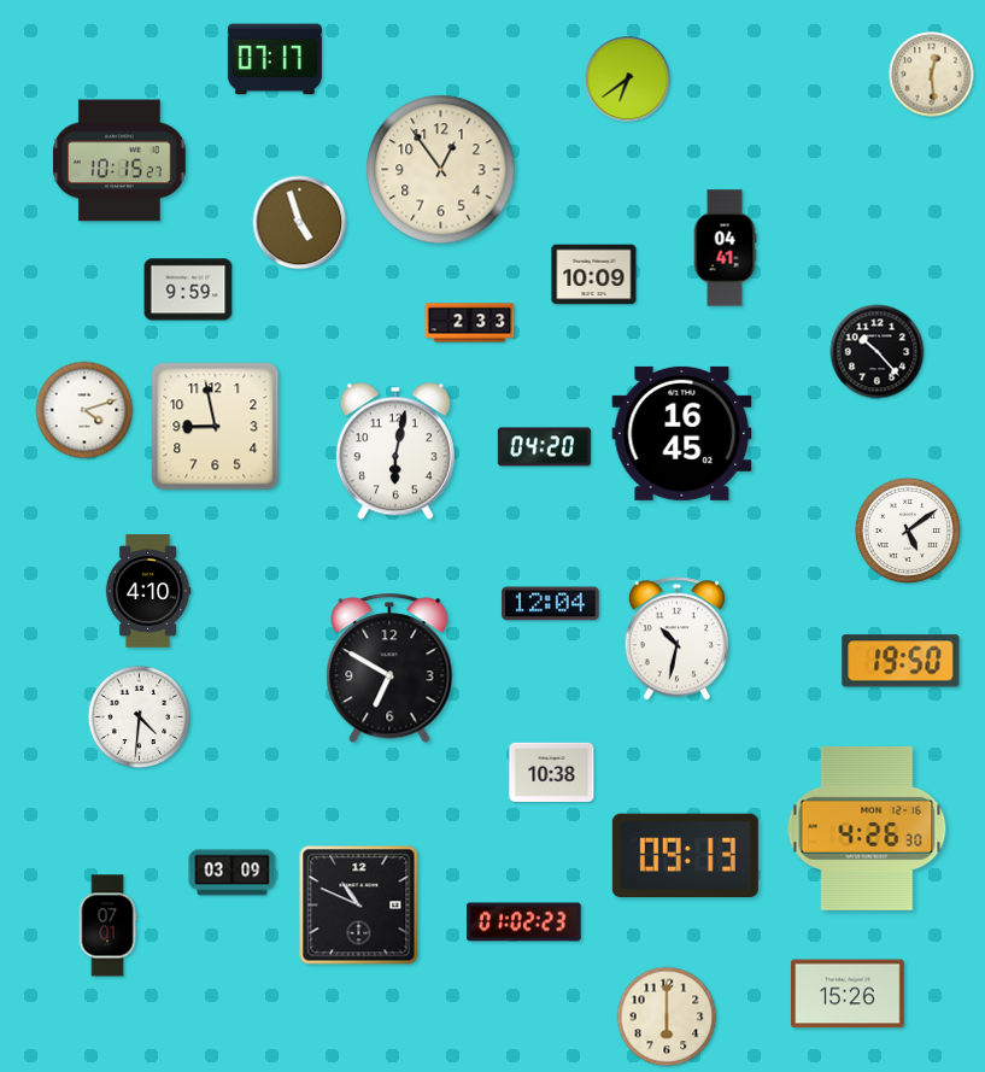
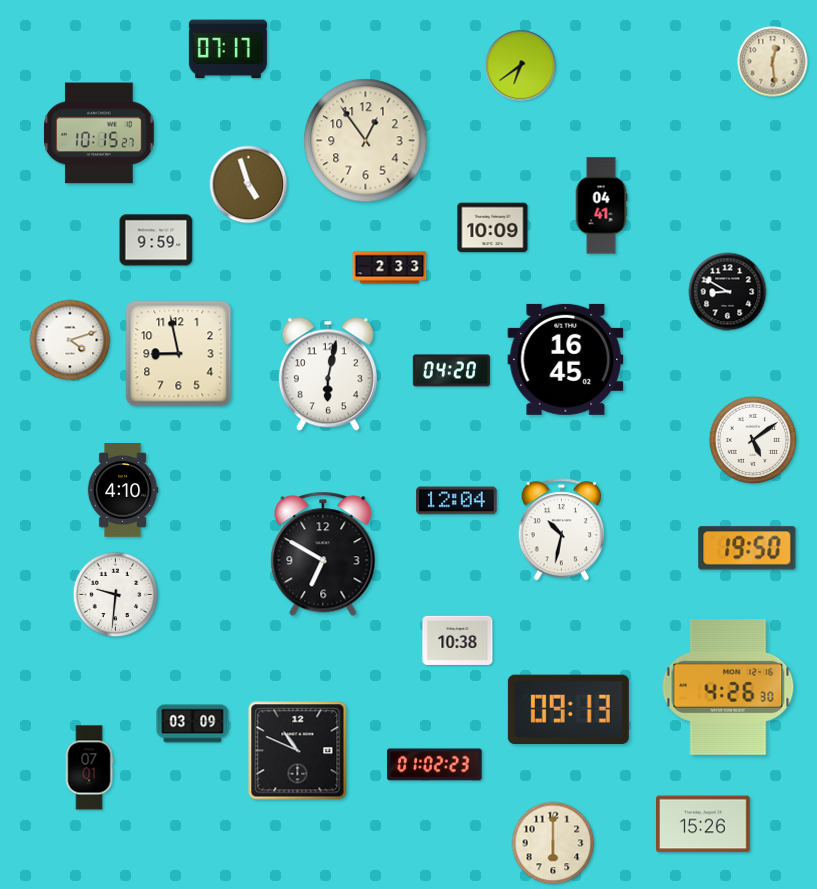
clock at (878, 352): 10:23 -> 8:50
clock at (140, 717): 4:31 -> 9:31
clock at (867, 828) position: (867, 828) -> (728, 687)
